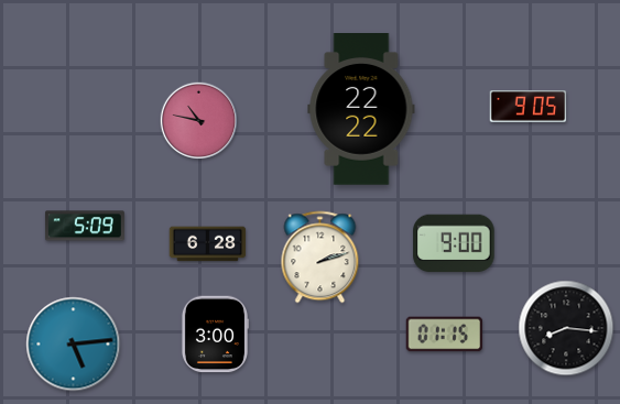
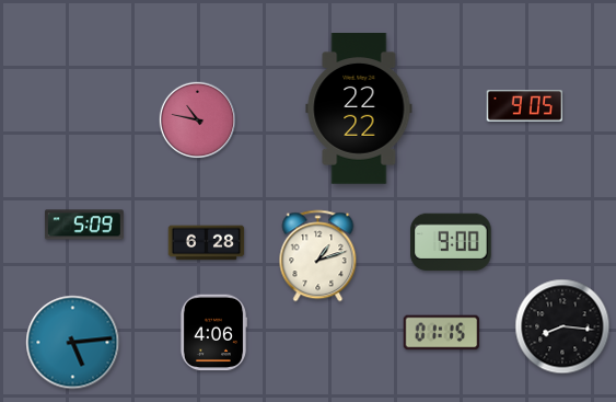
clock at (320, 258): 2:12 -> 1:12
clock at (214, 335): 3:00 -> 4:06
